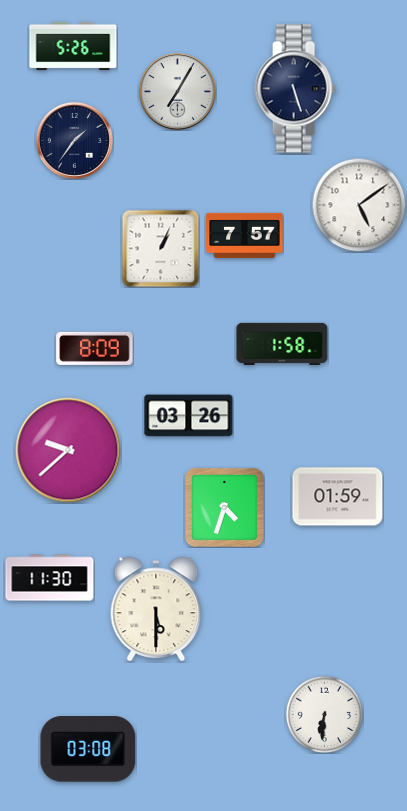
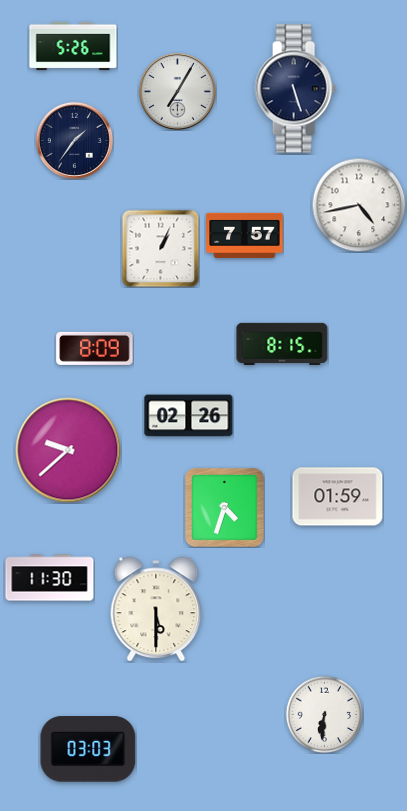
clock at (359, 205): 5:09 -> 4:43
clock at (282, 344): 1:58 -> 8:15
clock at (189, 416): 03:26 -> 02:26
clock at (88, 749): 03:08 -> 03:03
